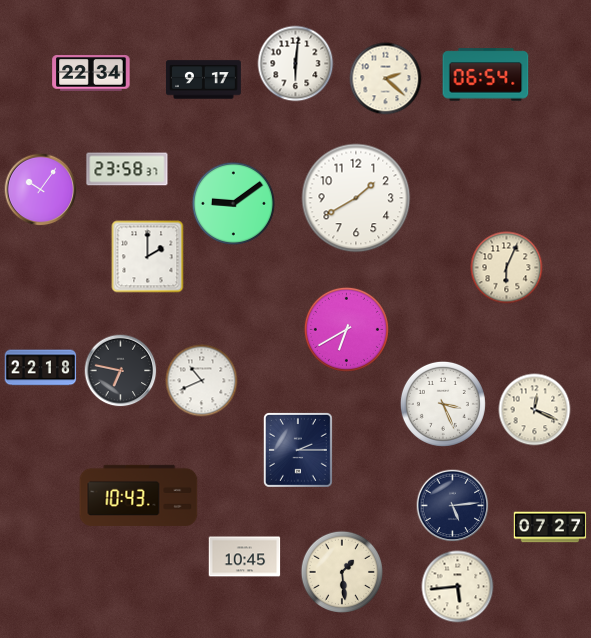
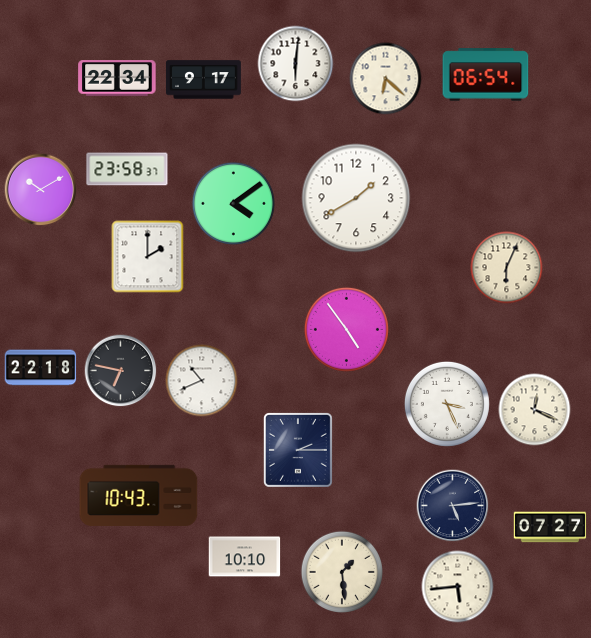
clock at (91, 73) position: (91, 73) -> (117, 78)
clock at (386, 79): 2:22 -> 6:22
clock at (41, 190): 10:06 -> 10:10
clock at (233, 203): 9:09 -> 4:09
clock at (346, 329): 6:40 -> 4:54
clock at (443, 404) position: (443, 404) -> (447, 404)
clock at (245, 557): 10:45 -> 10:10
